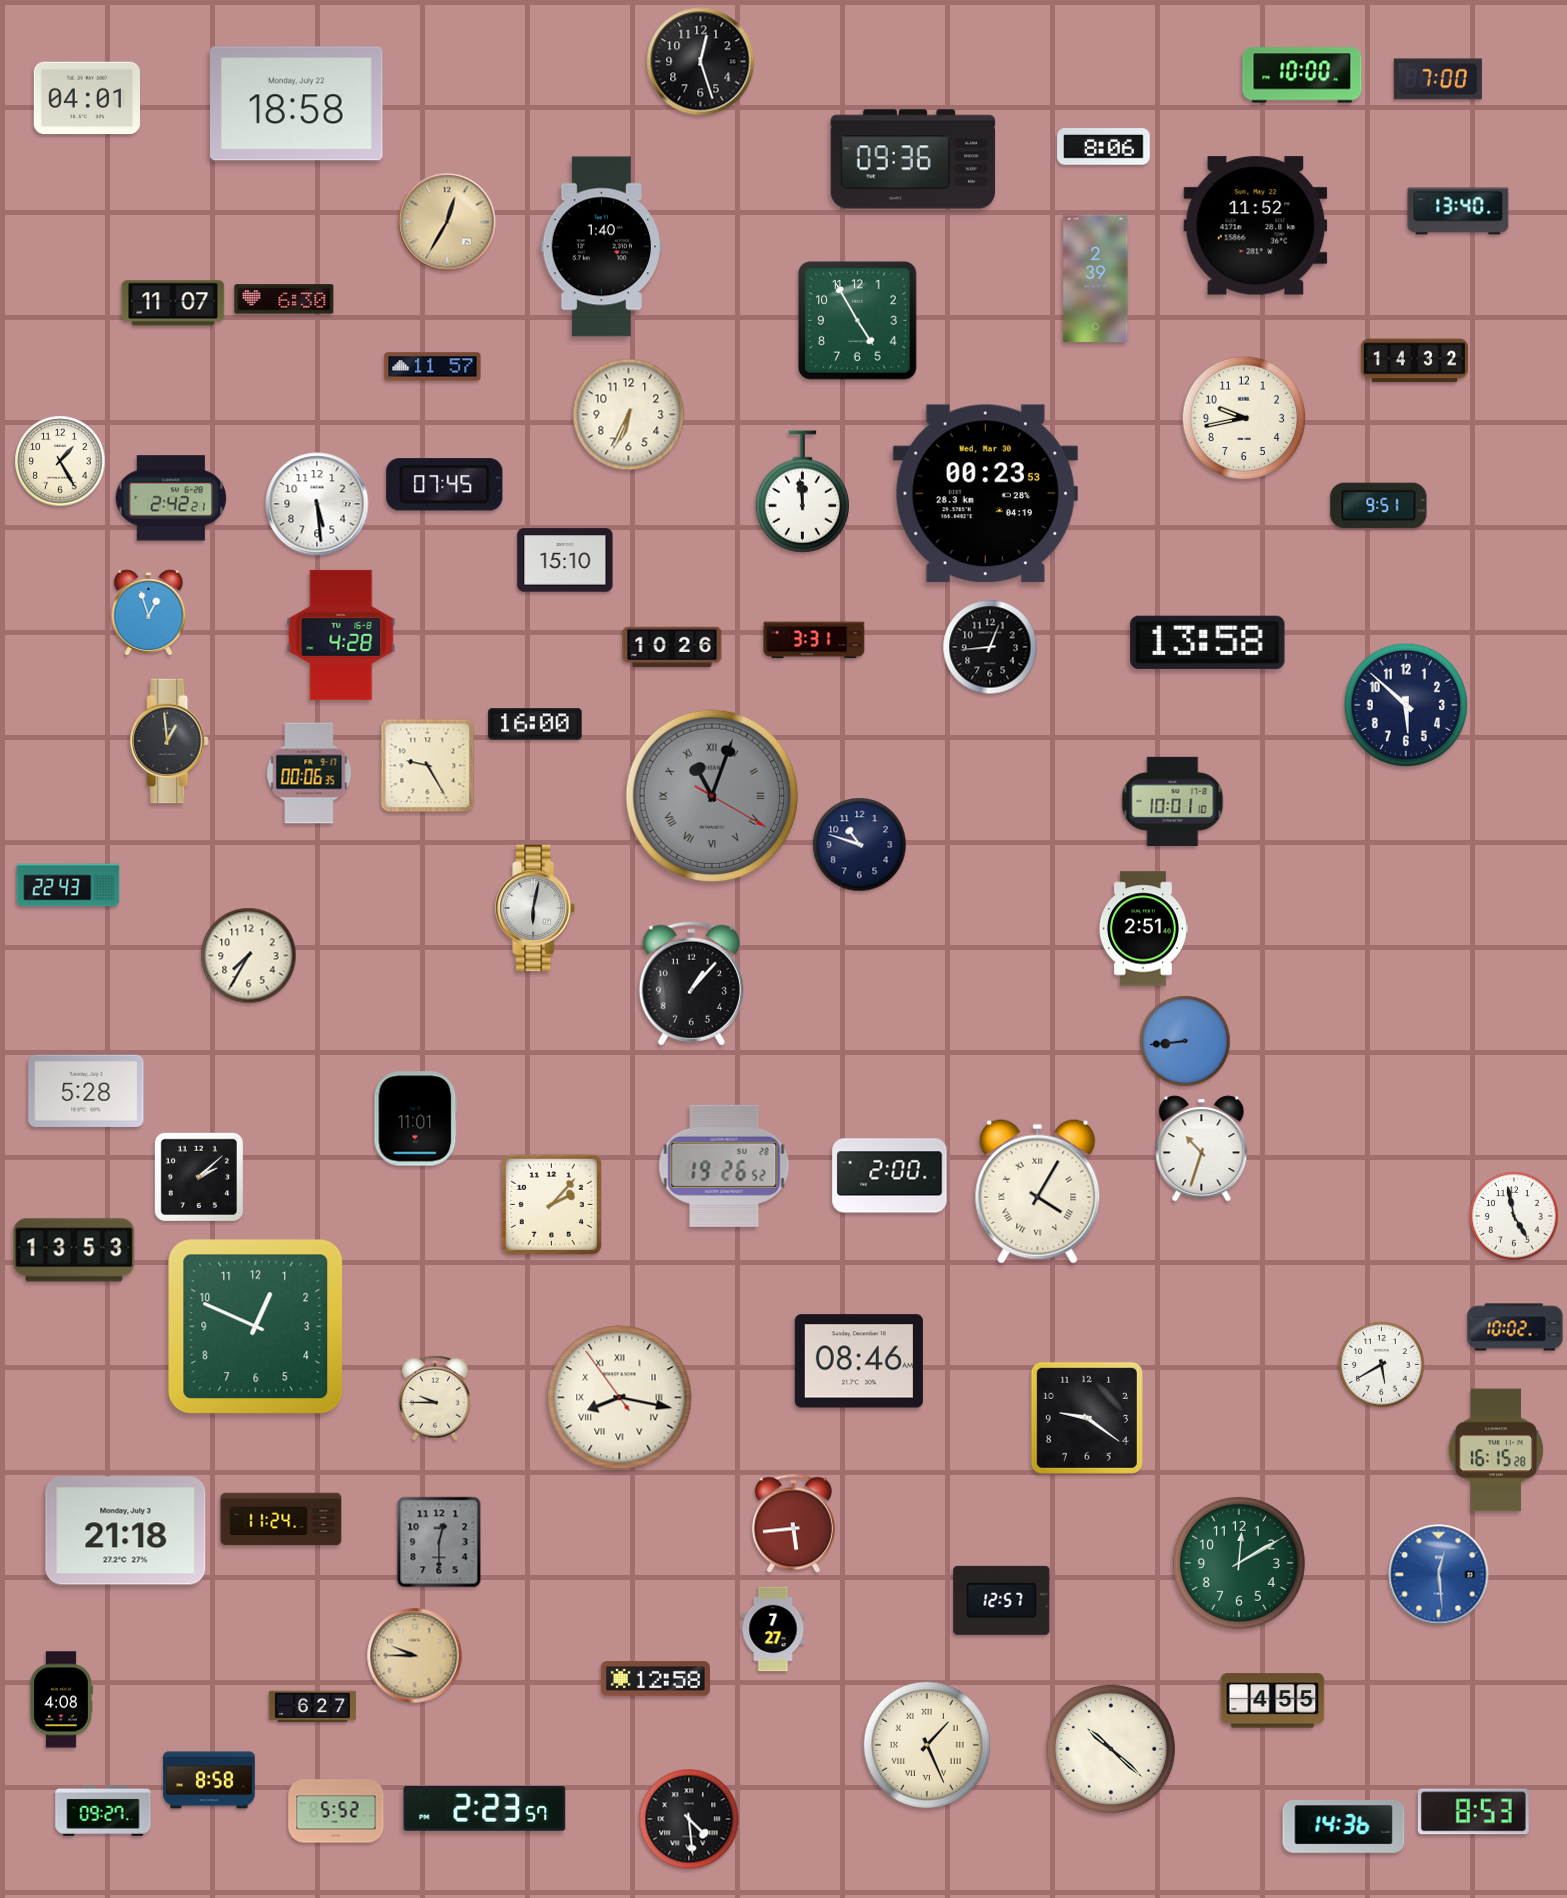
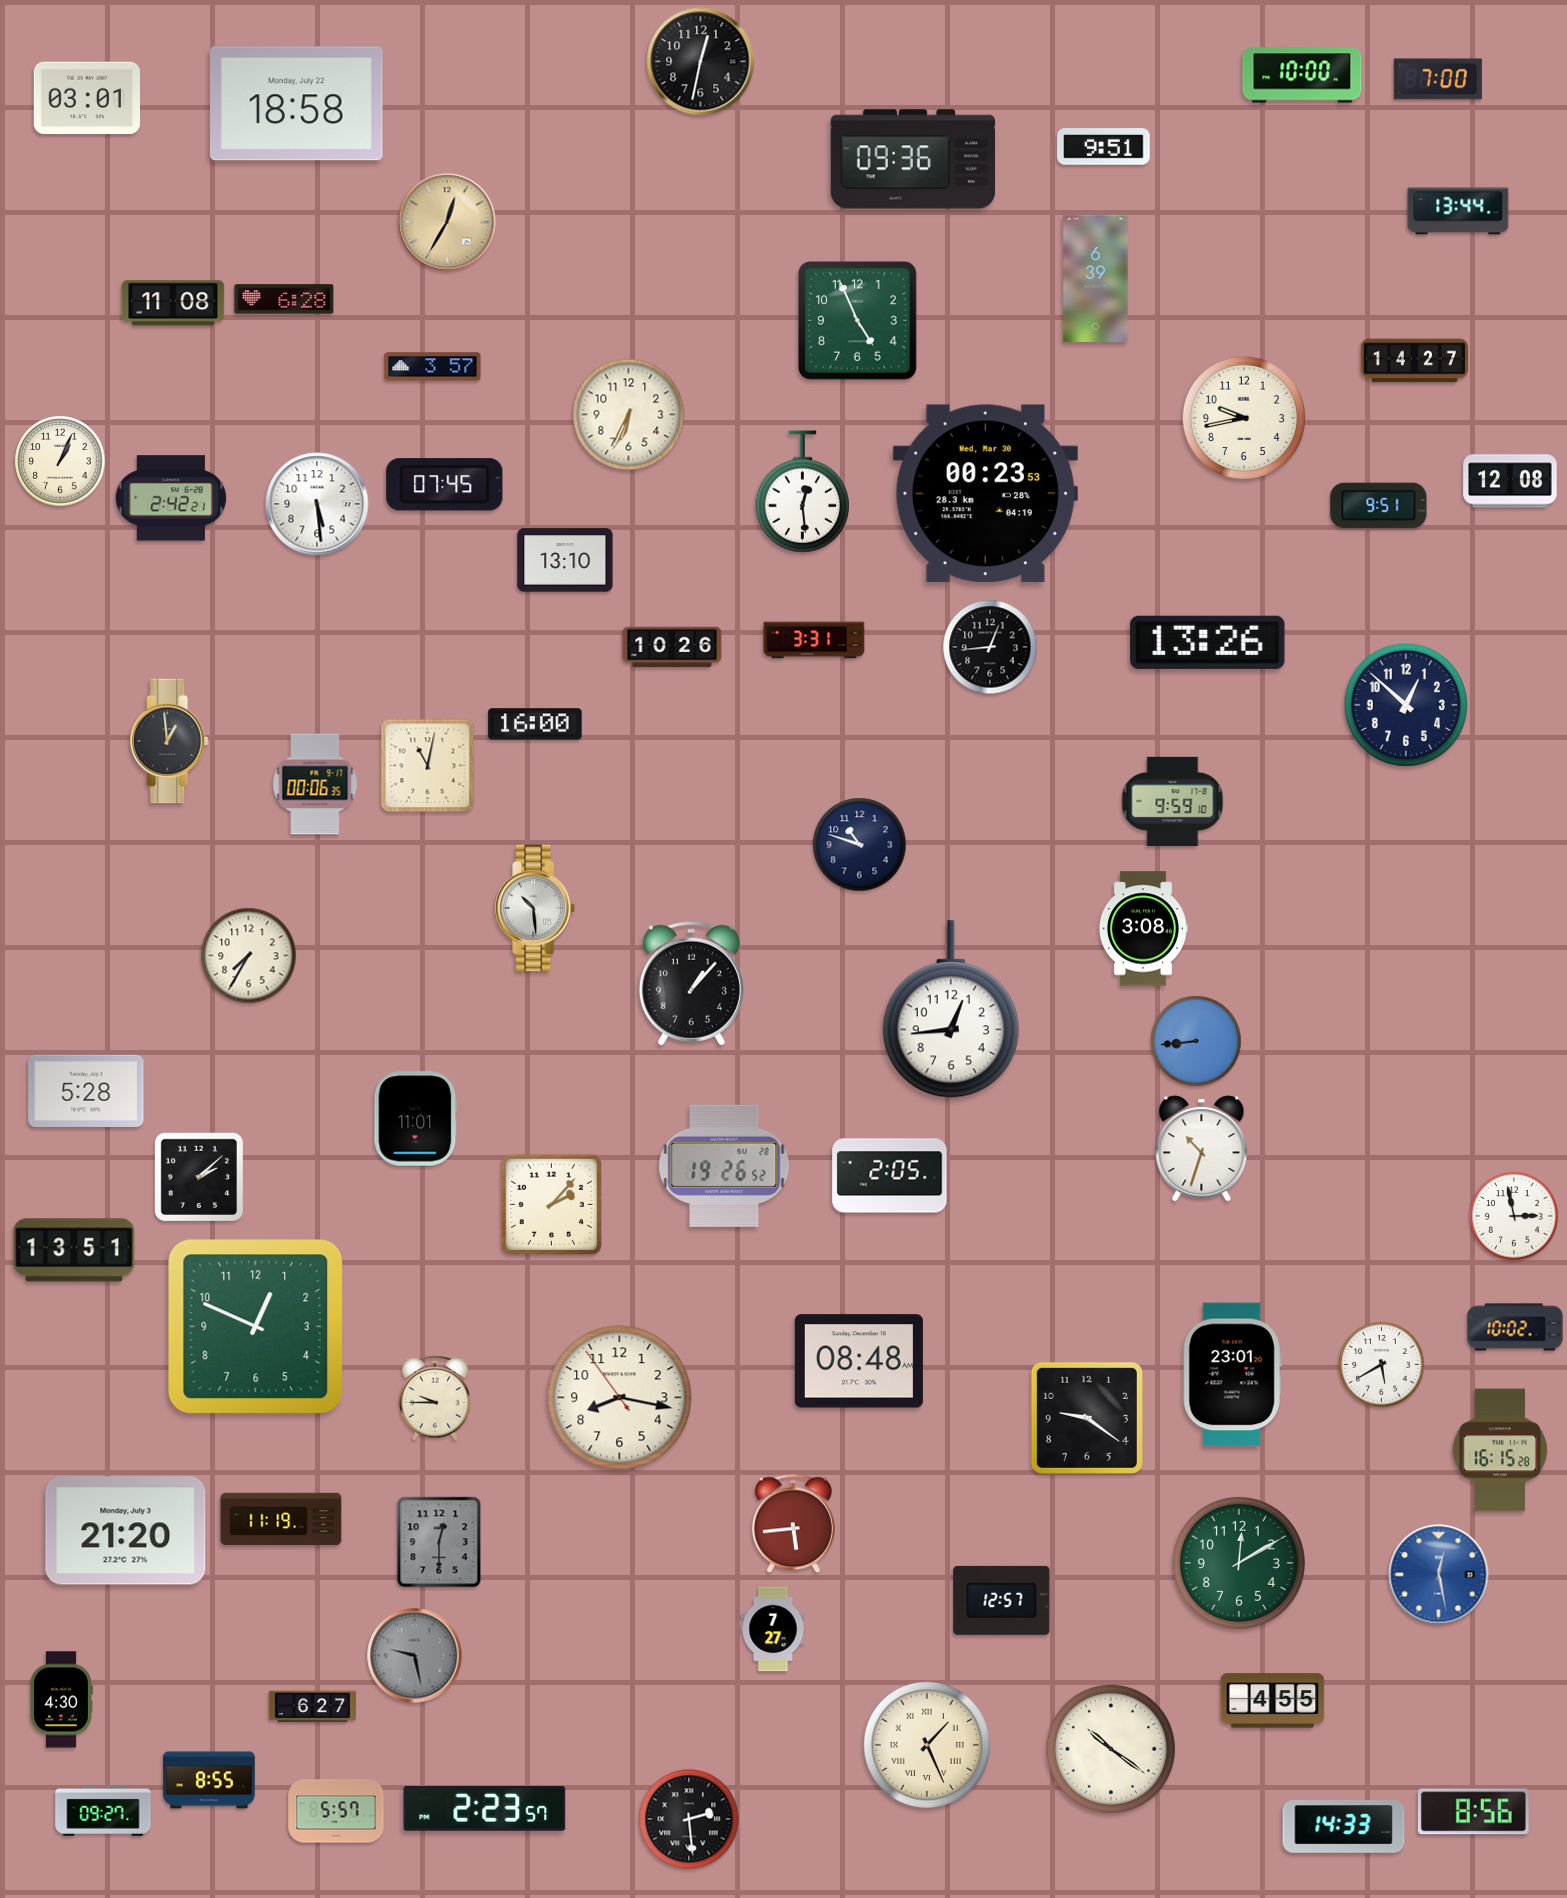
clock at (701, 62): 12:27 -> 12:32
clock at (87, 98): 04:01 -> 03:01
clock at (1104, 147): 8:06 -> 9:51
clock at (1458, 211): 13:40 -> 13:44
clock at (1256, 226): 11:52 -> none
clock at (601, 247): 1:40 -> none
clock at (1096, 278): 2:39 -> 6:39
clock at (284, 299): 6:30 -> 6:28
clock at (173, 303): 11:07 -> 11:08
clock at (858, 321): 4:55 -> 4:56
clock at (1414, 361): 14:32 -> 14:27
clock at (433, 367): 11:57 -> 3:57
clock at (60, 461): 1:25 -> 1:04
clock at (1510, 481): none -> 12:08
clock at (802, 492): 11:59 -> 12:29
clock at (565, 560): 15:10 -> 13:10
clock at (149, 613): 12:57 -> none
clock at (341, 635): 4:28 -> none
clock at (1208, 642): 13:58 -> 13:26
clock at (1405, 704): 5:52 -> 12:52
clock at (428, 766): 9:25 -> 11:02
clock at (309, 773) position: (309, 773) -> (315, 784)
clock at (712, 796): 11:03 -> none
clock at (1173, 801): 10:01 -> 9:59
clock at (68, 885): 22:43 -> none
clock at (536, 907): 6:02 -> 10:29
clock at (1143, 929): 2:51 -> 3:08
clock at (951, 1009): none -> 12:44
clock at (1185, 1041) position: (1185, 1041) -> (1196, 1041)
clock at (890, 1176): 2:00 -> 2:05
clock at (1038, 1191): 4:05 -> none
clock at (1514, 1216): 4:58 -> 2:58
clock at (74, 1250): 13:53 -> 13:51
clock at (859, 1361): 08:46 -> 08:48
clock at (1232, 1375): none -> 23:01
clock at (620, 1398) numerals: Roman -> Arabic
clock at (1496, 1450) position: (1496, 1450) -> (1500, 1450)
clock at (281, 1519): 11:24 -> 11:19
clock at (126, 1531): 21:18 -> 21:20
clock at (1439, 1575): 12:29 -> 12:28
clock at (415, 1656): 9:45 -> 9:28
clock at (415, 1656) dial: champagne -> grey
clock at (655, 1679): 12:58 -> none
clock at (61, 1700): 4:08 -> 4:30
clock at (1111, 1749): 10:22 -> 10:21
clock at (209, 1780): 8:58 -> 8:55
clock at (336, 1811): 5:52 -> 5:57
clock at (1473, 1812): 8:53 -> 8:56
clock at (689, 1819): 4:29 -> 2:29
clock at (1344, 1827): 14:36 -> 14:33
